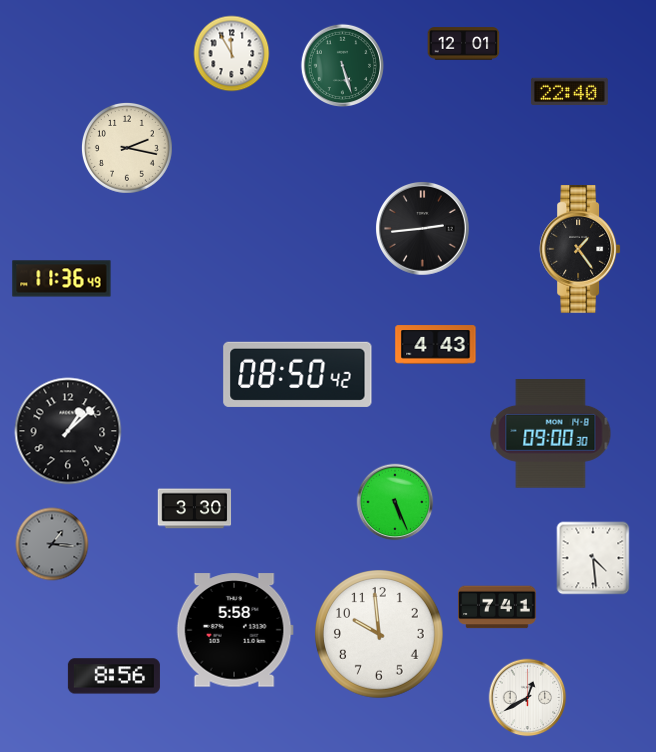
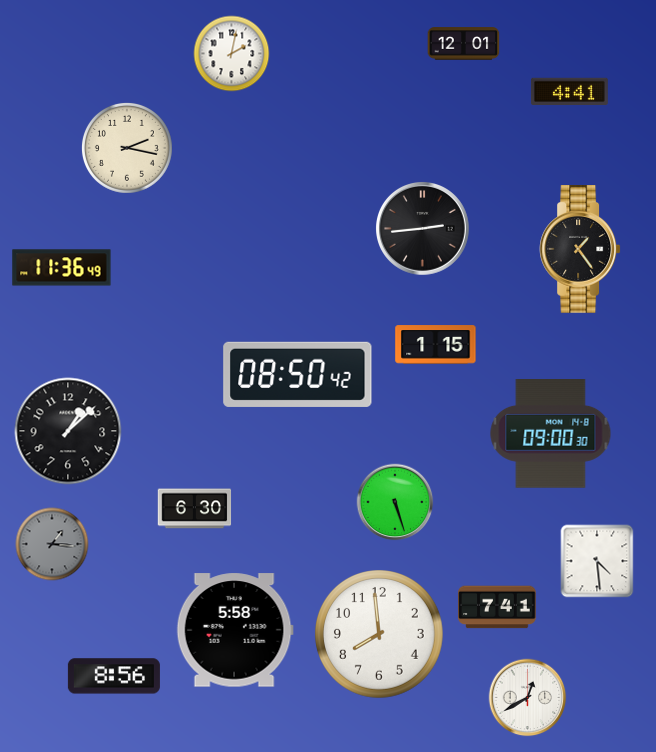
clock at (232, 54): 11:55 -> 2:02
clock at (342, 65): 5:27 -> none
clock at (569, 91): 22:40 -> 4:41
clock at (62, 279) position: (62, 279) -> (62, 268)
clock at (436, 345): 4:43 -> 1:15
clock at (395, 502): 5:26 -> 5:27
clock at (195, 509): 3:30 -> 6:30
clock at (593, 558) position: (593, 558) -> (597, 561)
clock at (380, 635): 9:59 -> 7:59
